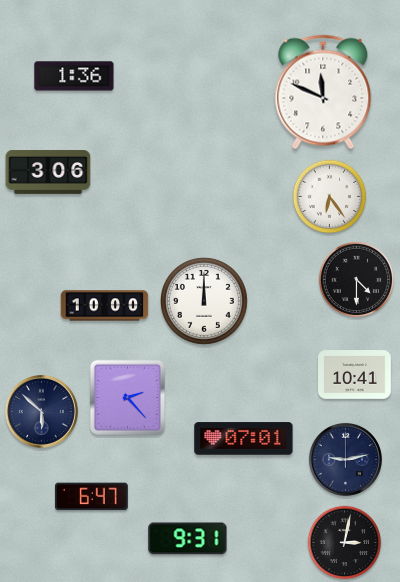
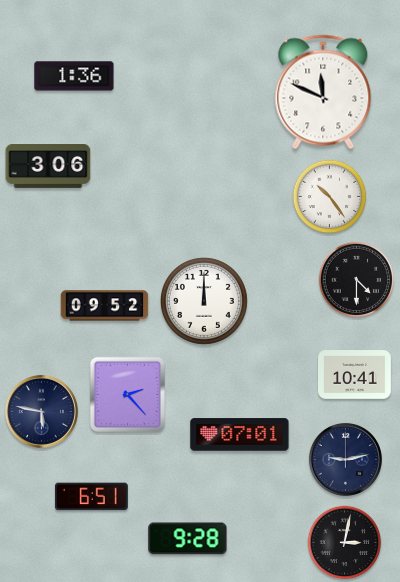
clock at (48, 173) position: (48, 173) -> (48, 167)
clock at (330, 197): 6:24 -> 10:24
clock at (105, 306): 10:00 -> 09:52
clock at (127, 397) position: (127, 397) -> (127, 394)
clock at (41, 411): 5:52 -> 5:47
clock at (244, 439) position: (244, 439) -> (240, 435)
clock at (92, 497): 6:47 -> 6:51
clock at (188, 539): 9:31 -> 9:28
